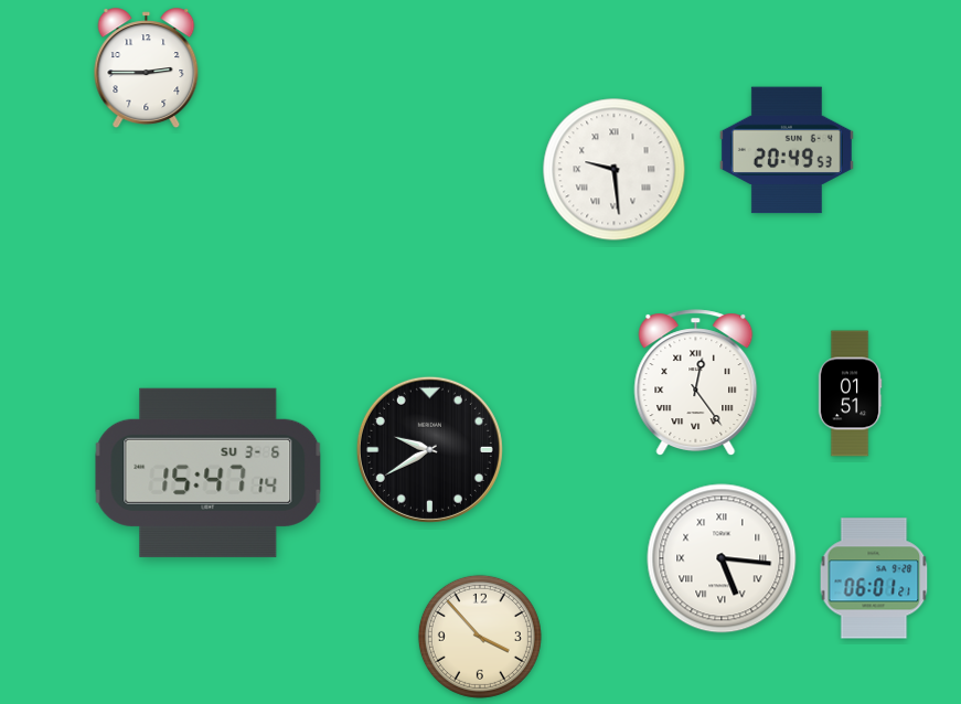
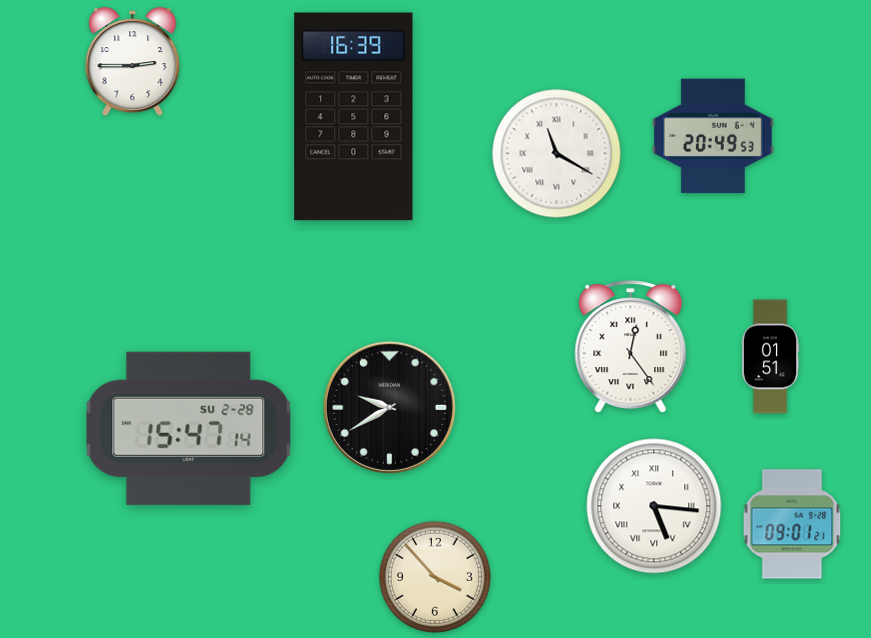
clock at (354, 117): none -> 16:39
clock at (615, 170): 9:29 -> 11:20
clock at (209, 472) date: SU 3-6 -> SU 2-28
clock at (874, 578): 06:01 -> 09:01
